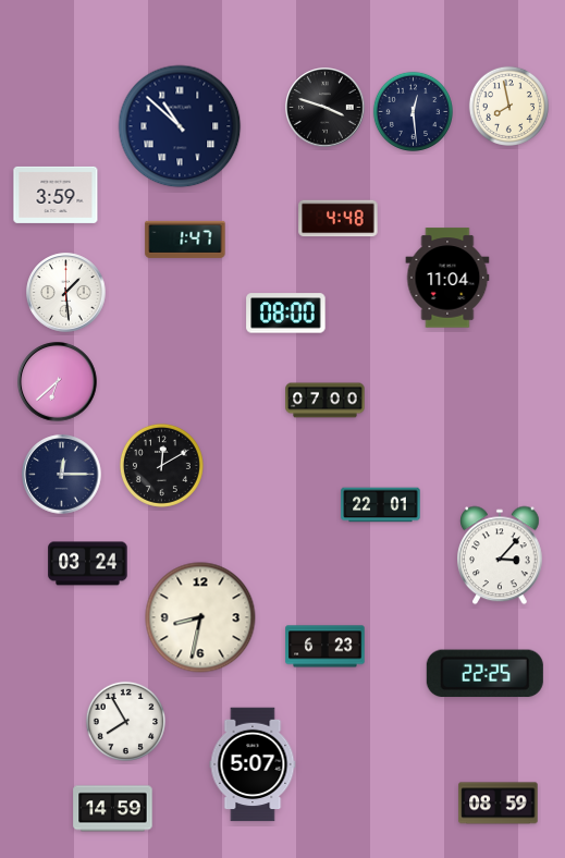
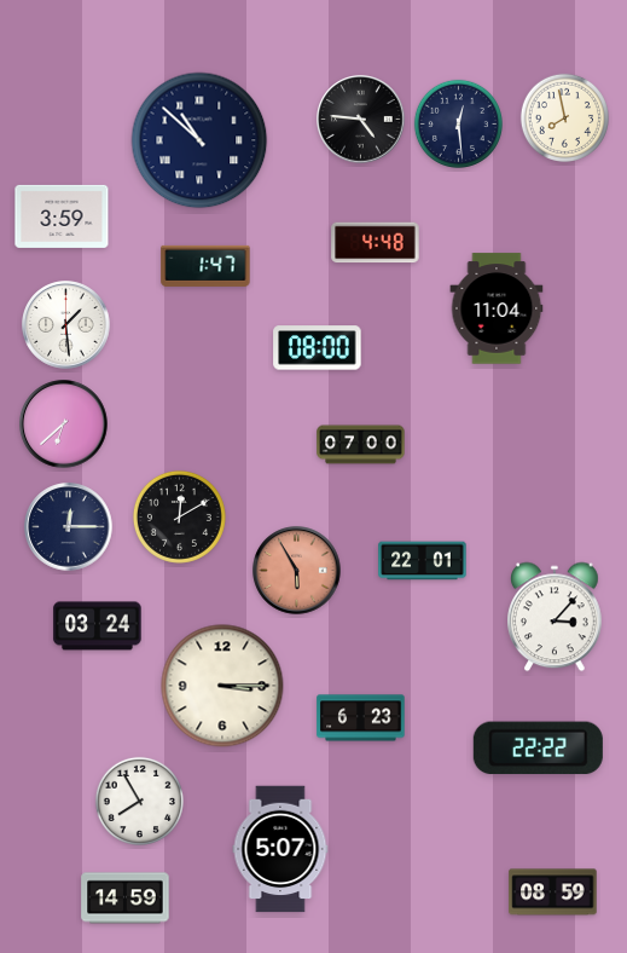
clock at (326, 108): 3:48 -> 4:46
clock at (66, 293) position: (66, 293) -> (66, 325)
clock at (297, 571): none -> 5:55
clock at (200, 617): 8:32 -> 3:15
clock at (484, 674): 22:25 -> 22:22
